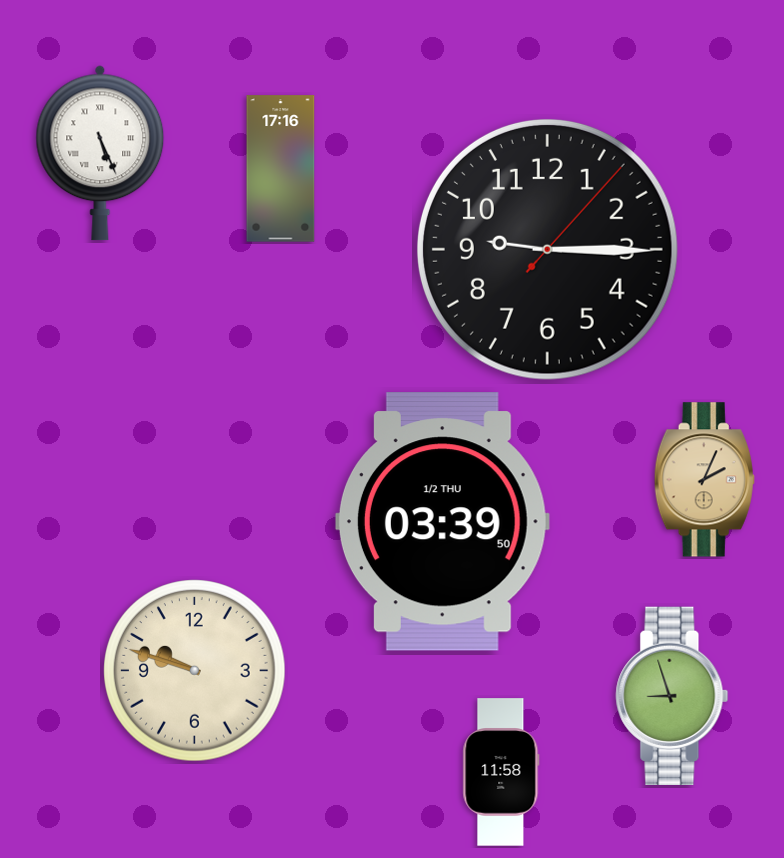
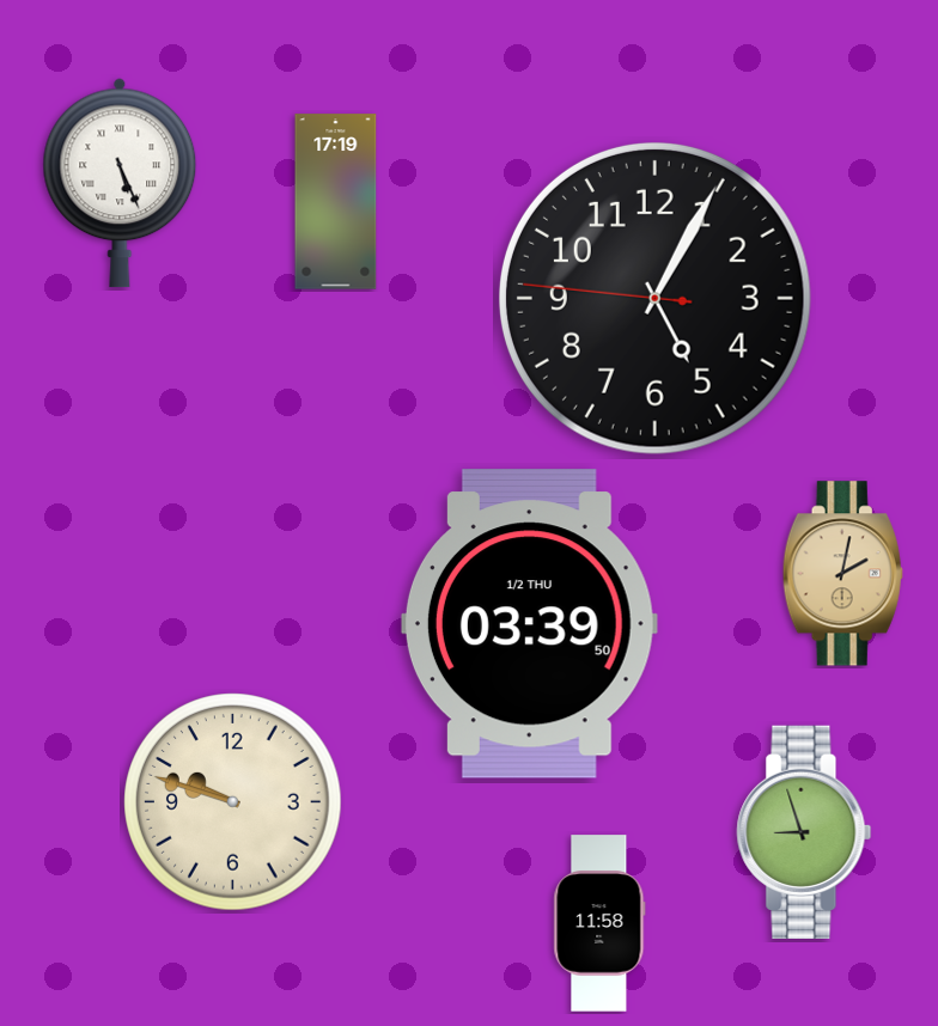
clock at (281, 169): 17:16 -> 17:19
clock at (547, 249): 9:15 -> 5:04
clock at (704, 480): 2:04 -> 2:02
